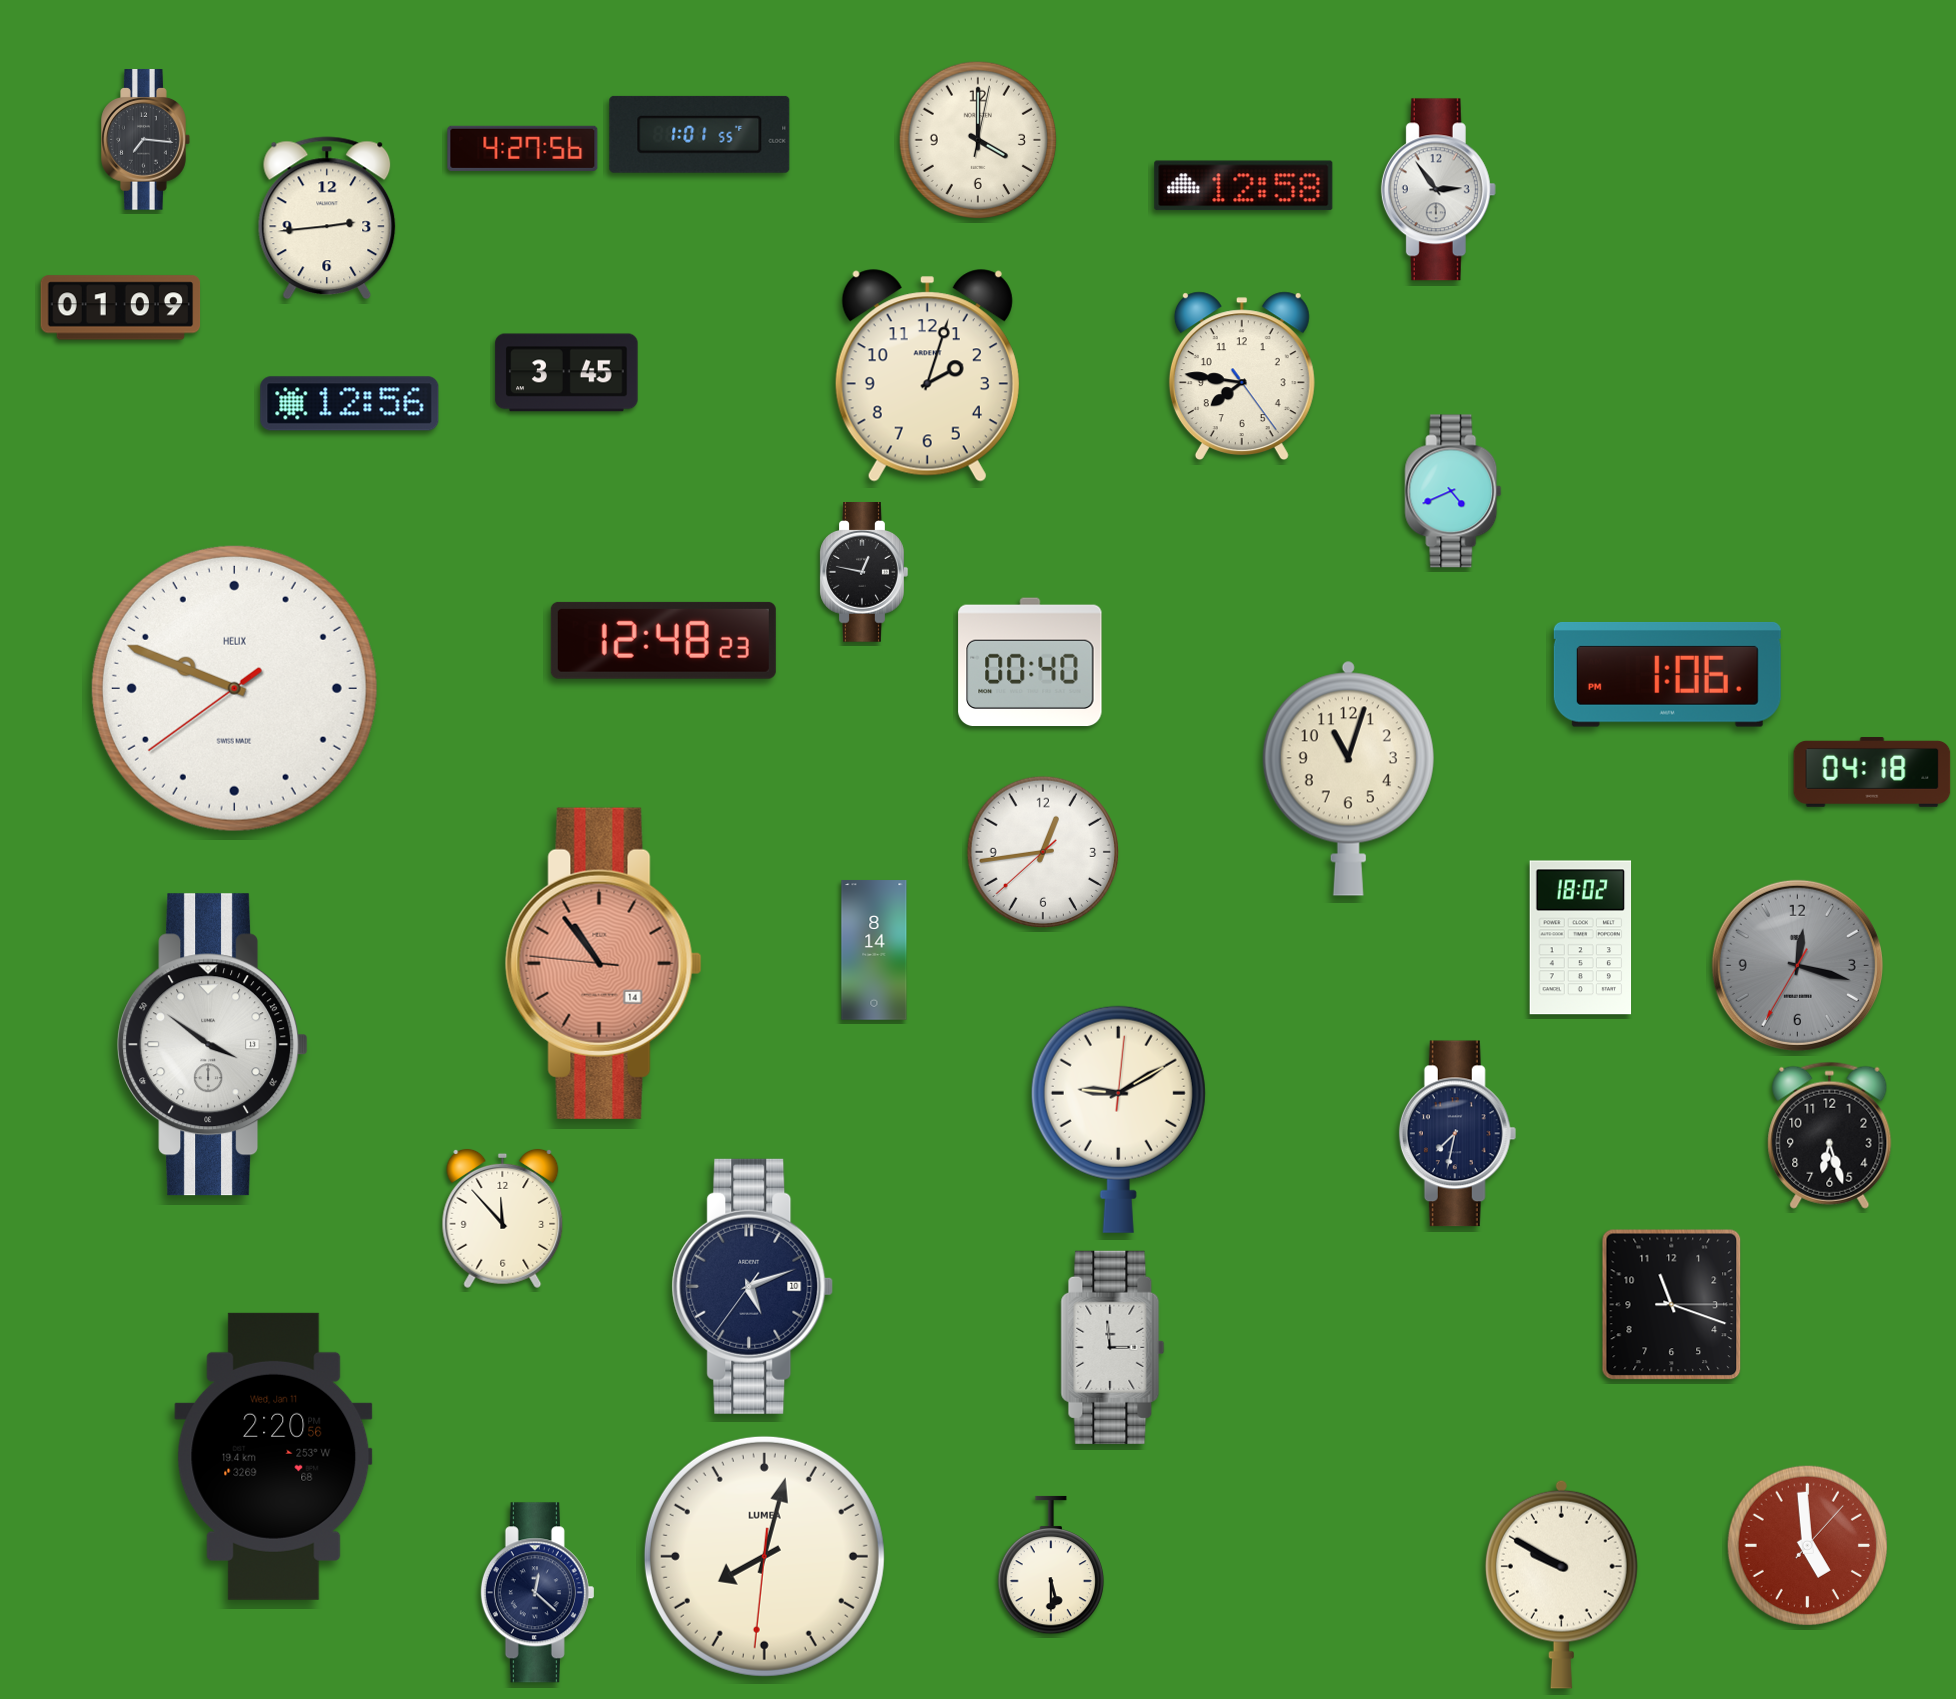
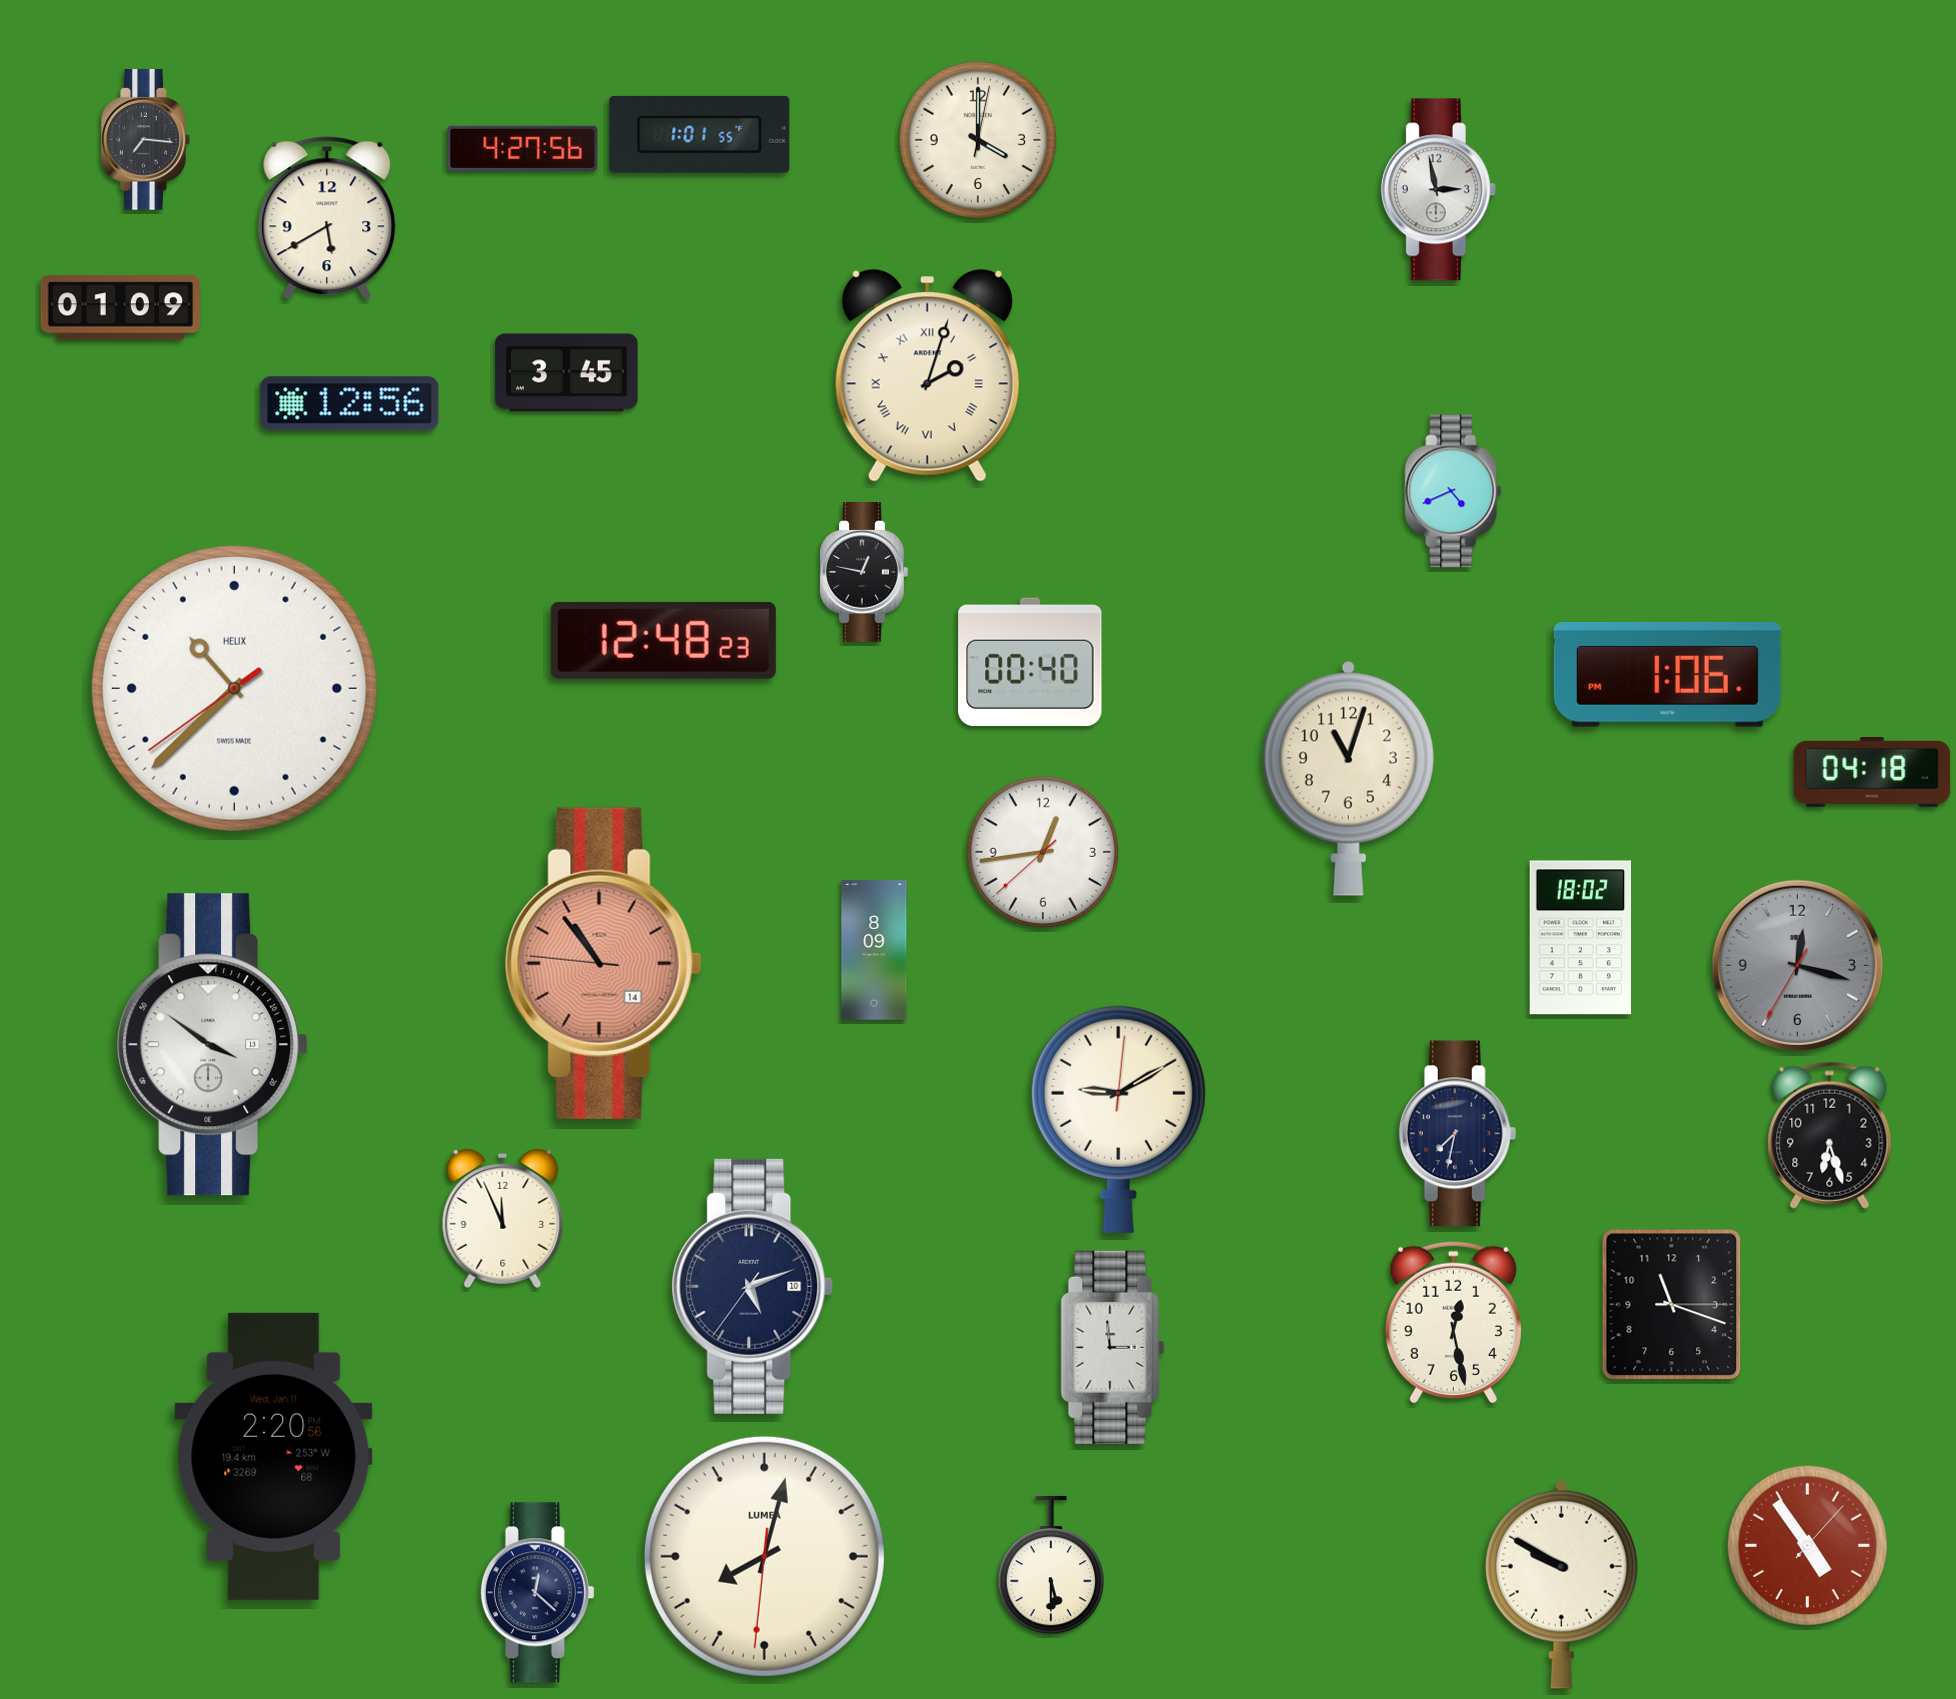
clock at (1244, 186): 12:58 -> none
clock at (1438, 190): 2:54 -> 2:58
clock at (327, 218): 2:44 -> 5:40
clock at (927, 376) numerals: Arabic -> Roman
clock at (1242, 376): 7:46 -> none
clock at (234, 688): 9:48 -> 10:37
clock at (874, 950): 8:14 -> 8:09
clock at (503, 1219): 11:53 -> 11:56
clock at (1453, 1322): none -> 12:28
clock at (1807, 1545): 4:59 -> 4:54
